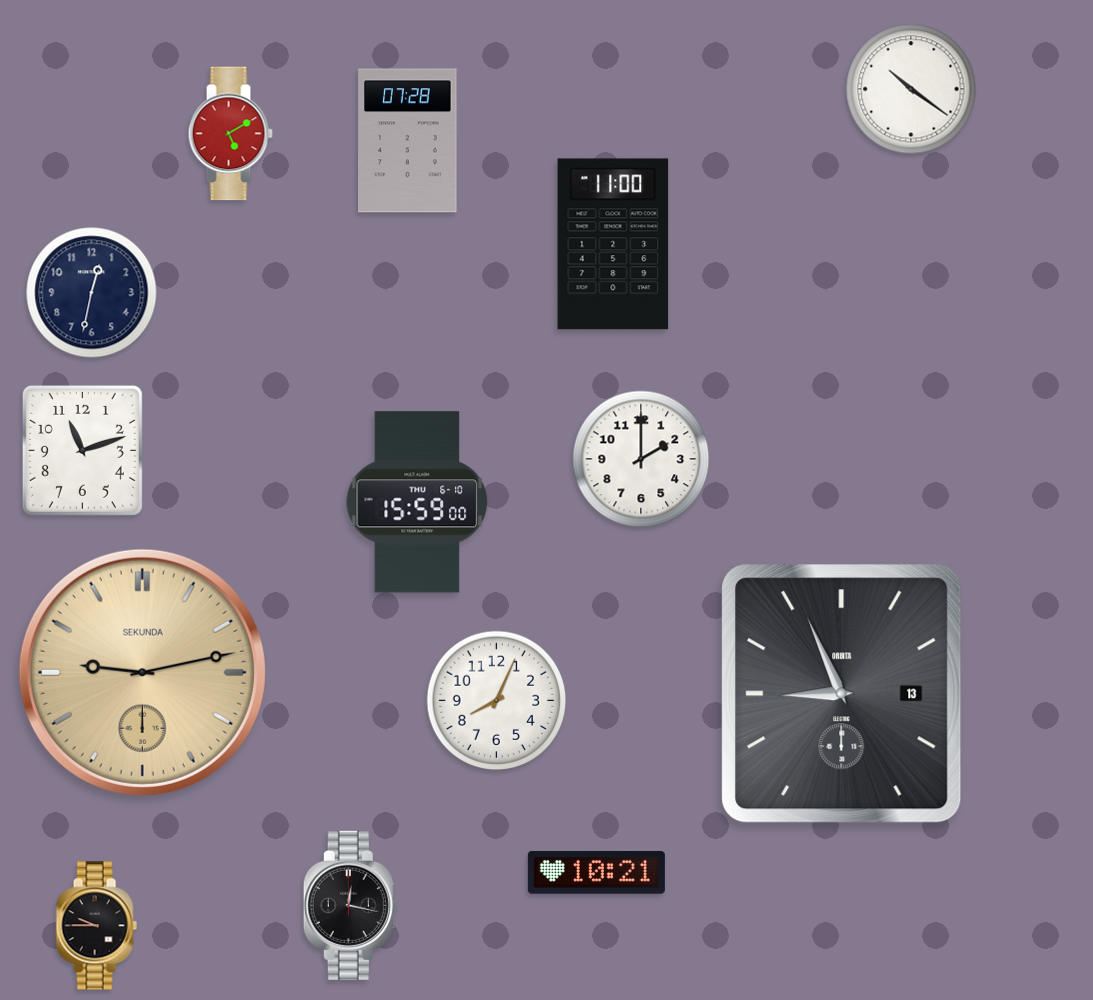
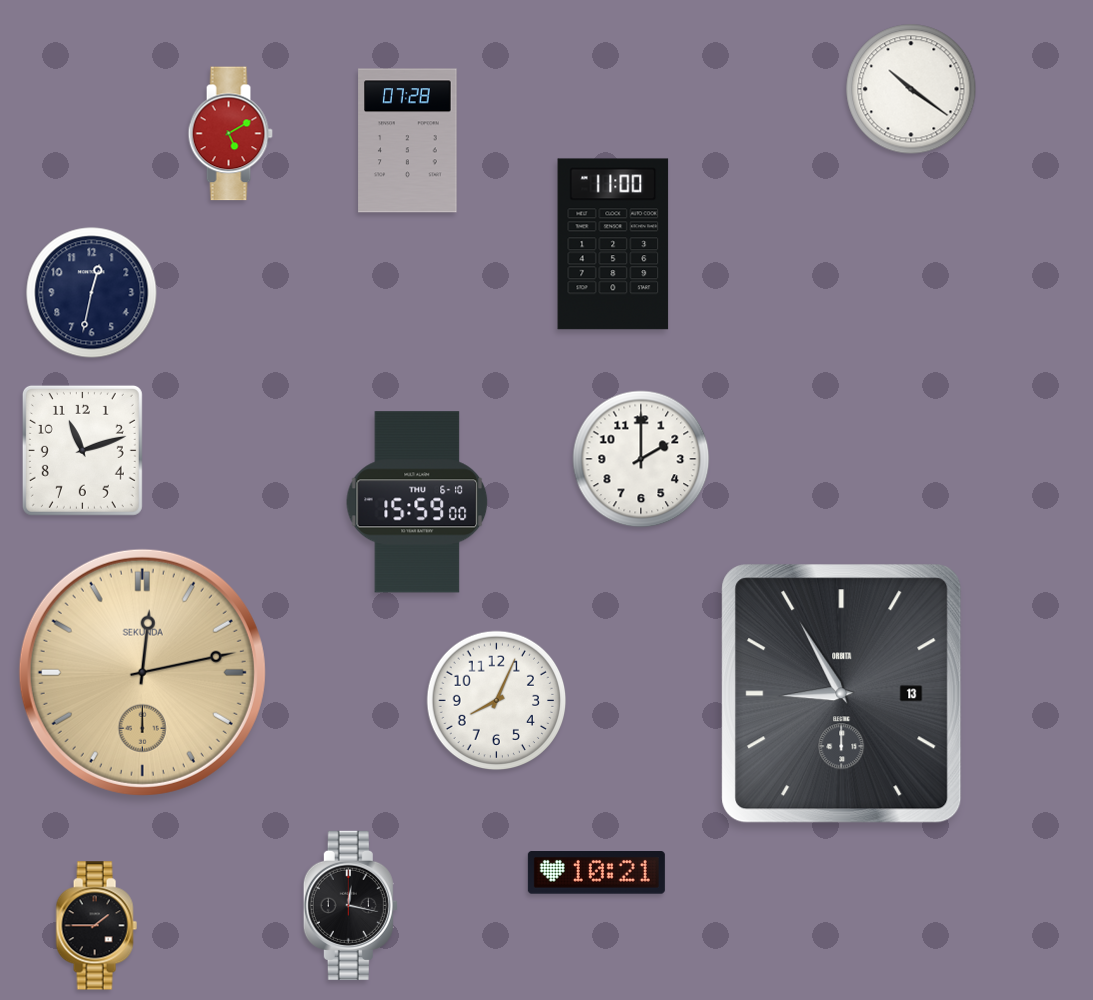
clock at (142, 672): 9:13 -> 12:13
clock at (842, 694): 8:56 -> 8:55
clock at (96, 926): 9:45 -> 1:45
